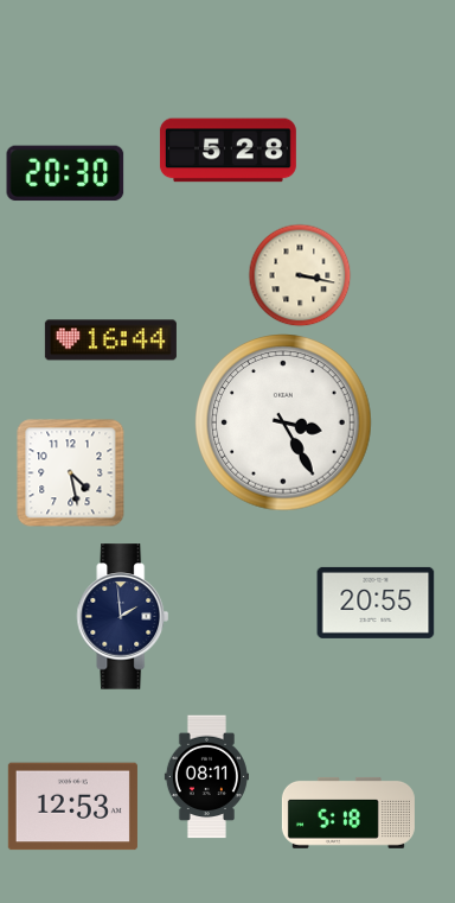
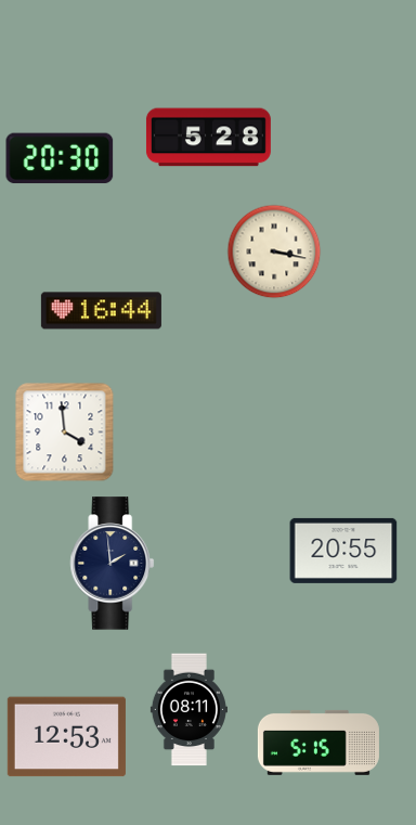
clock at (283, 422): 3:25 -> none
clock at (71, 473): 4:28 -> 3:59
clock at (348, 813): 5:18 -> 5:15
